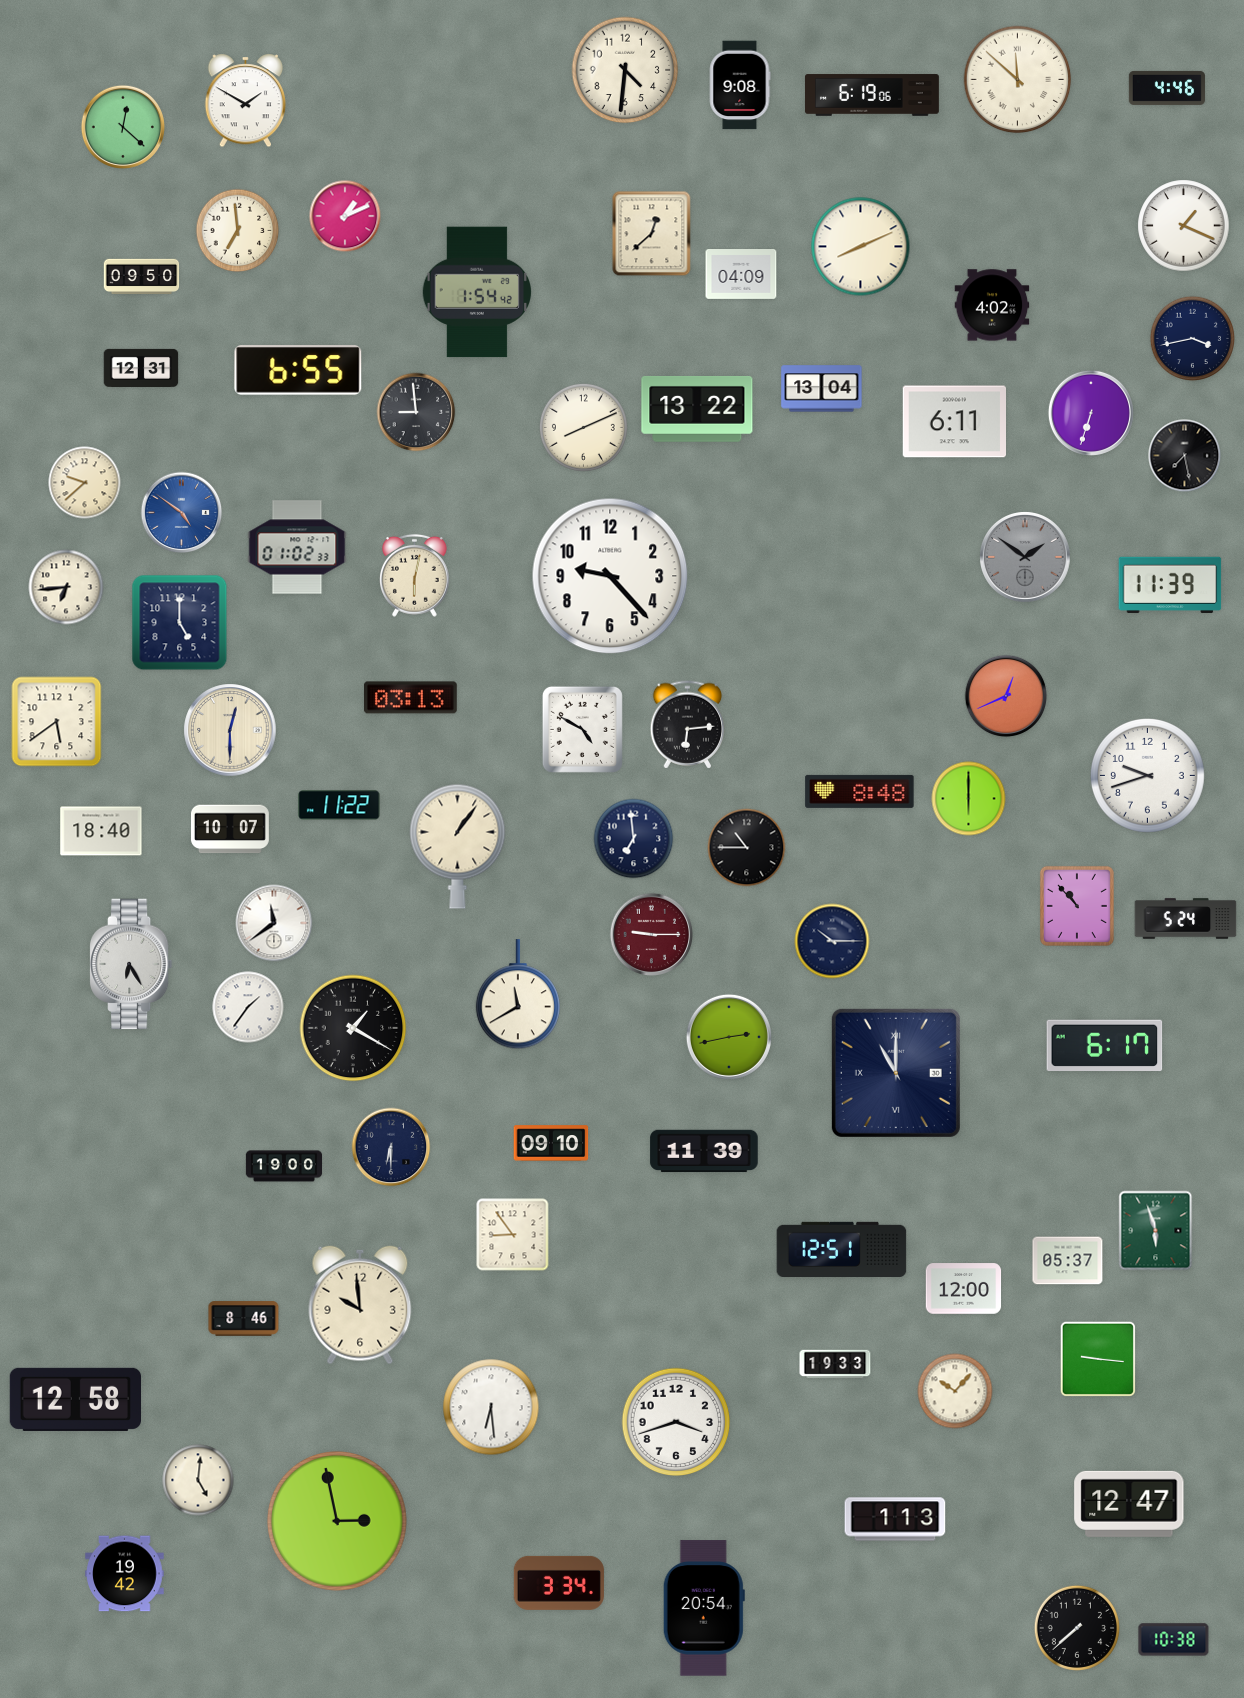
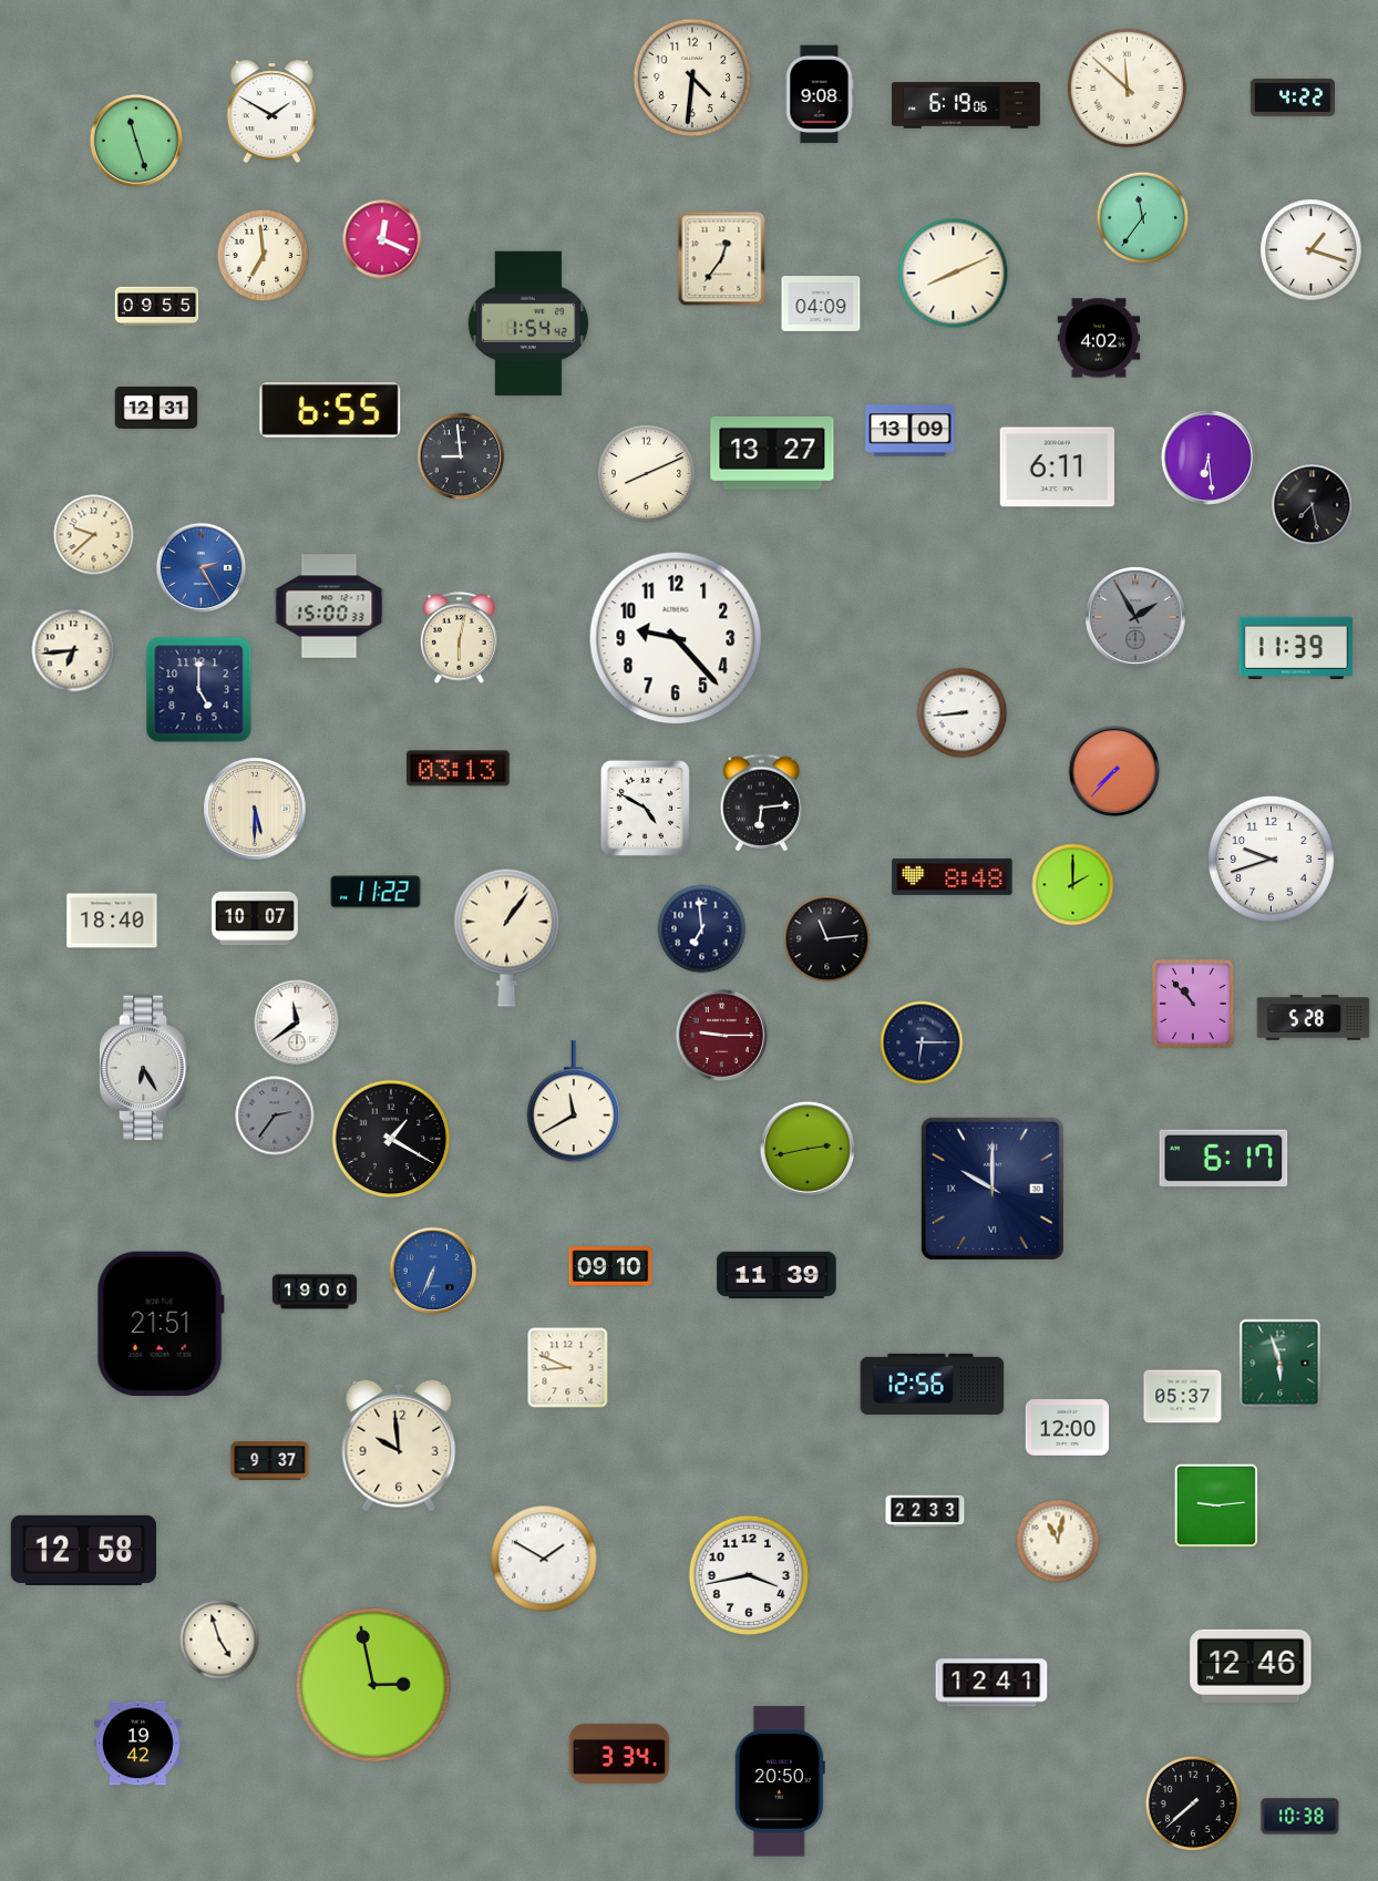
clock at (1167, 88): 4:46 -> 4:22
clock at (122, 126): 12:22 -> 11:27
clock at (1143, 218): none -> 11:36
clock at (345, 216): 1:11 -> 12:19
clock at (1184, 226): 1:19 -> 1:18
clock at (652, 234): 12:38 -> 12:36
clock at (142, 277): 09:50 -> 09:55
clock at (1193, 339): 3:43 -> none
clock at (822, 389): 13:04 -> 13:09
clock at (697, 409): 13:22 -> 13:27
clock at (1091, 413): 6:33 -> 6:29
clock at (182, 513): 4:51 -> 2:25
clock at (297, 547): 01:02 -> 15:00
clock at (1025, 557): 1:51 -> 1:55
clock at (963, 713): none -> 8:44
clock at (1006, 696): 12:41 -> 7:37
clock at (411, 698) position: (411, 698) -> (459, 769)
clock at (57, 722): 5:39 -> none
clock at (230, 730): 12:30 -> 5:30
clock at (969, 799): 6:00 -> 2:00
clock at (747, 848): 10:45 -> 11:14
clock at (1186, 919): 5:24 -> 5:28
clock at (274, 923) position: (274, 923) -> (297, 1022)
clock at (832, 941): 10:15 -> 6:15
clock at (248, 1007): 1:36 -> 2:36
clock at (248, 1007) dial: white -> grey
clock at (896, 1073): 11:00 -> 10:00
clock at (391, 1147): 6:30 -> 6:34
clock at (391, 1147) dial: navy -> blue
clock at (704, 1151) position: (704, 1151) -> (777, 1275)
clock at (161, 1323): none -> 21:51
clock at (513, 1235): 8:54 -> 8:49
clock at (842, 1249): 12:51 -> 12:56
clock at (244, 1319): 8:46 -> 9:37
clock at (1098, 1359): 9:16 -> 9:14
clock at (835, 1364): 19:33 -> 22:33
clock at (955, 1391): 10:07 -> 11:02
clock at (491, 1407): 6:29 -> 1:50
clock at (676, 1422): 3:42 -> 3:43
clock at (198, 1480): 5:01 -> 4:57
clock at (1129, 1504): 12:47 -> 12:46
clock at (895, 1519): 1:13 -> 12:41
clock at (704, 1608): 20:54 -> 20:50
